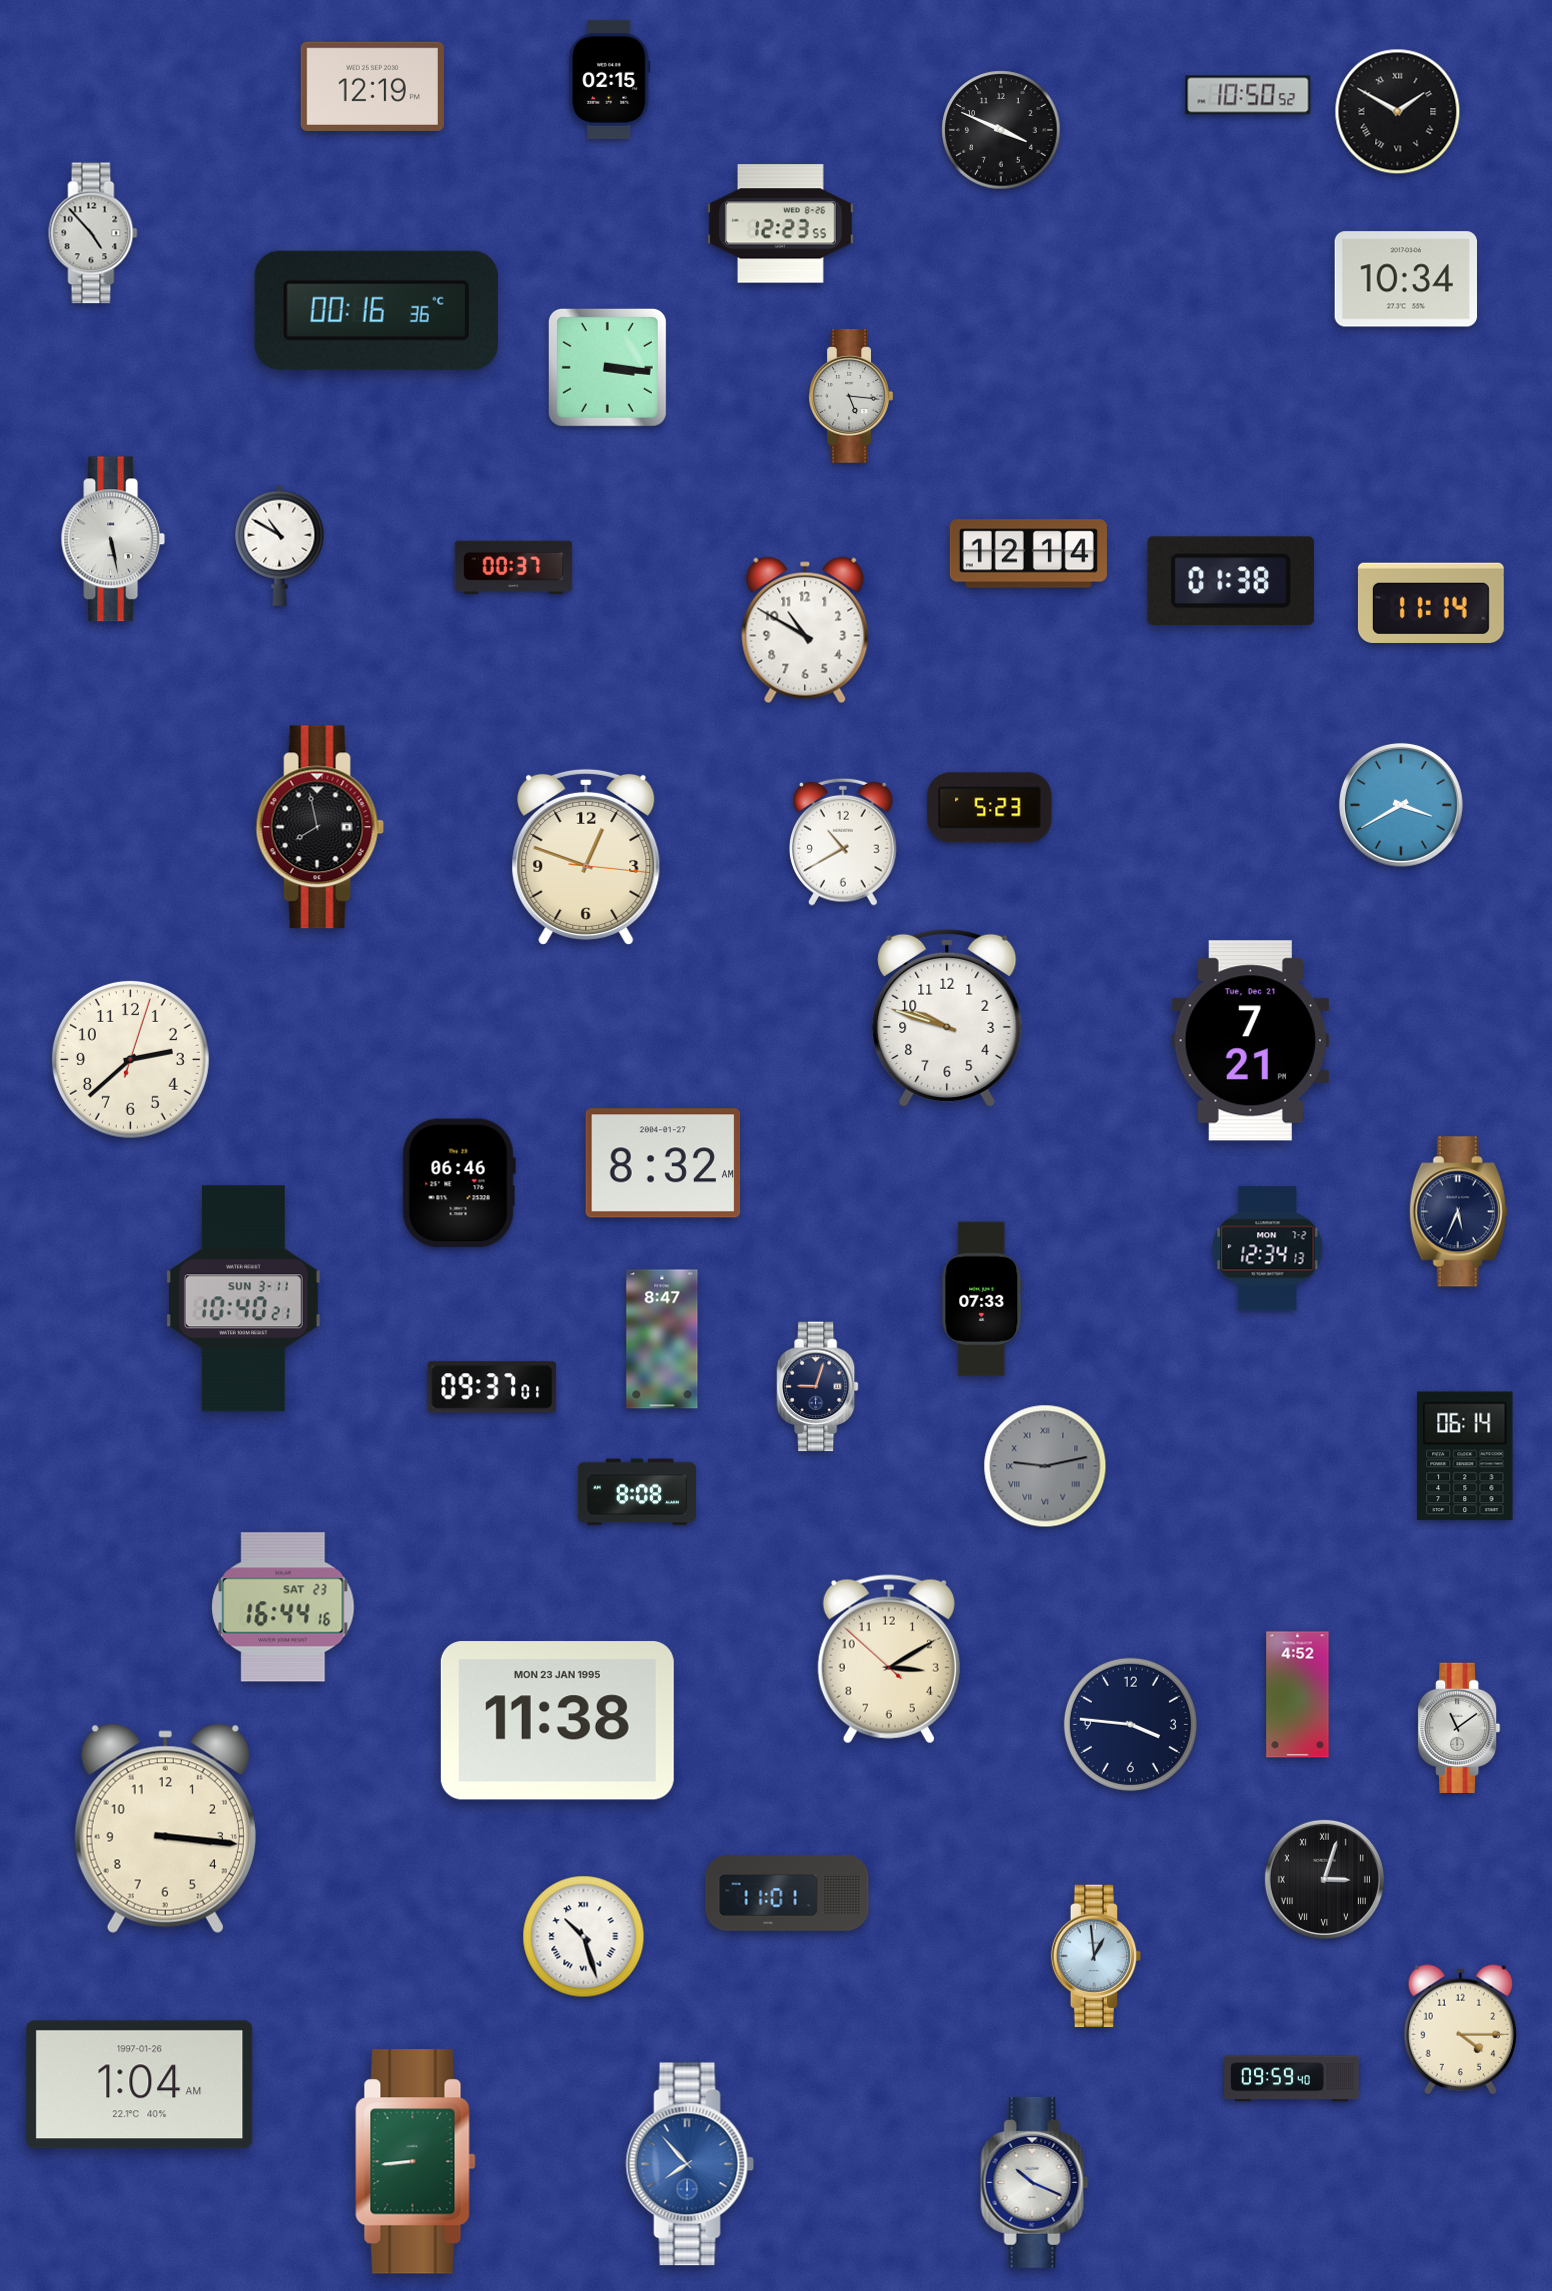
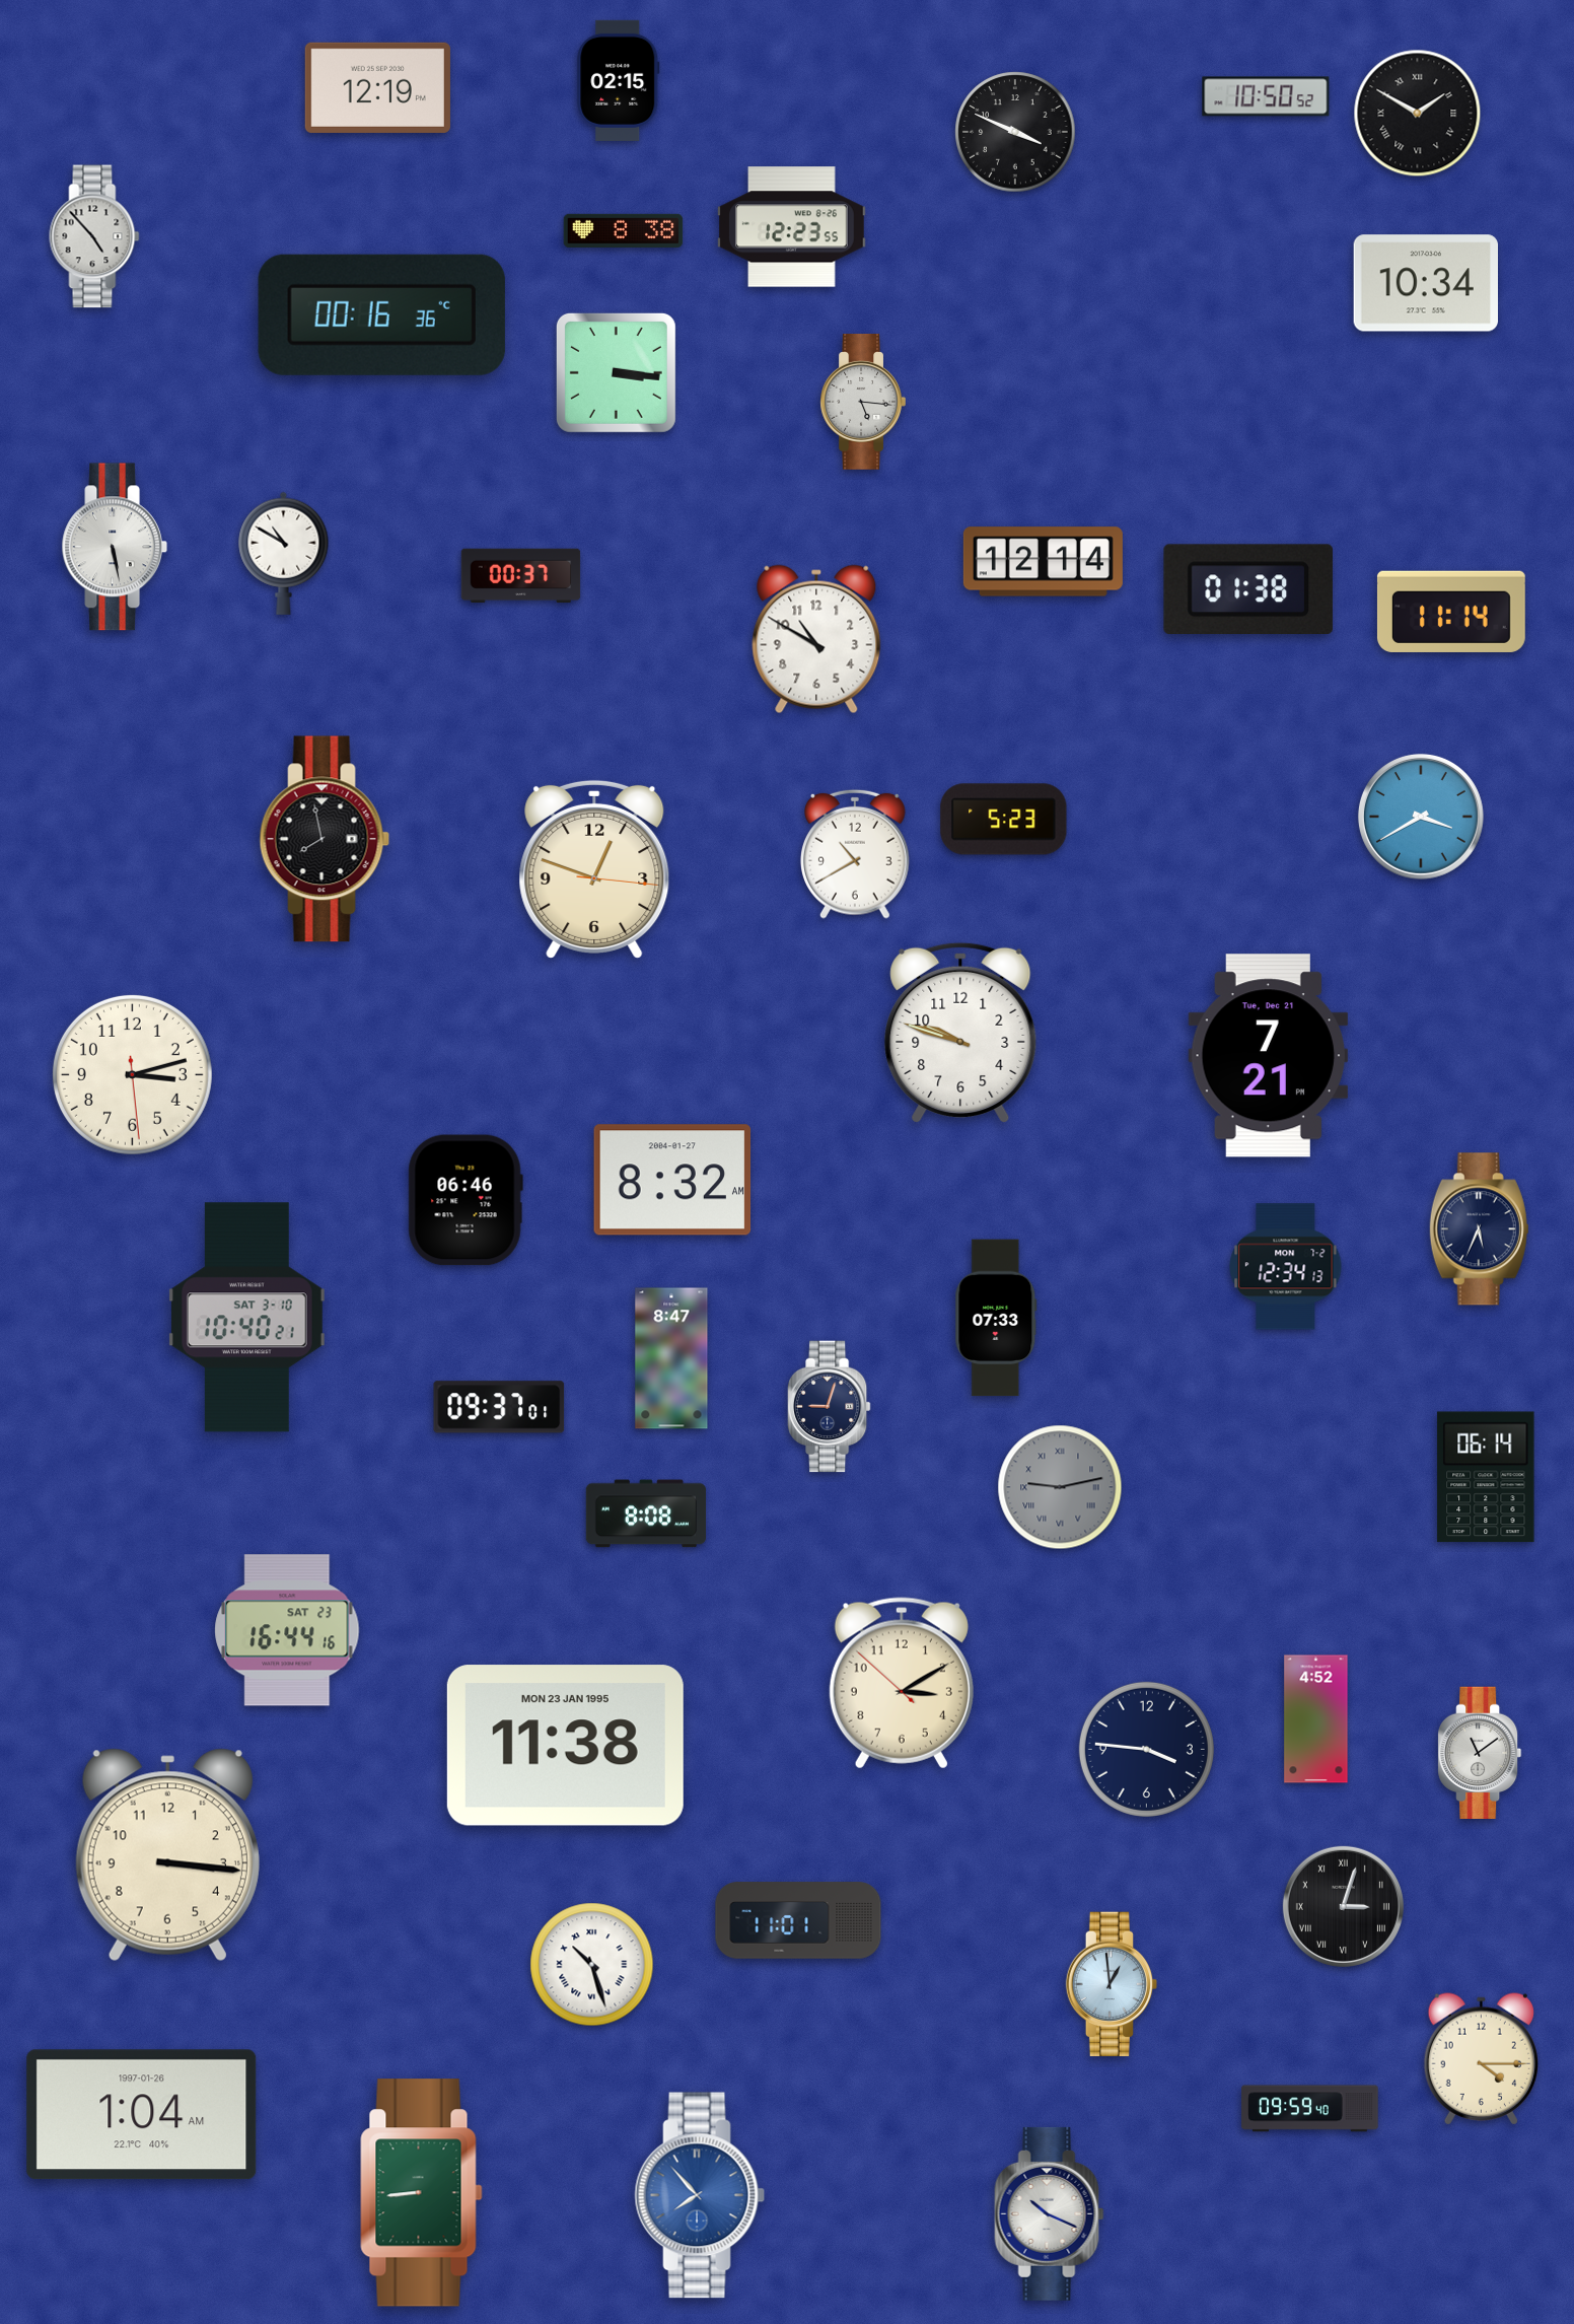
clock at (624, 230): none -> 8:38
clock at (130, 1059): 2:38 -> 3:12
clock at (243, 1299) date: SUN 3-11 -> SAT 3-10
